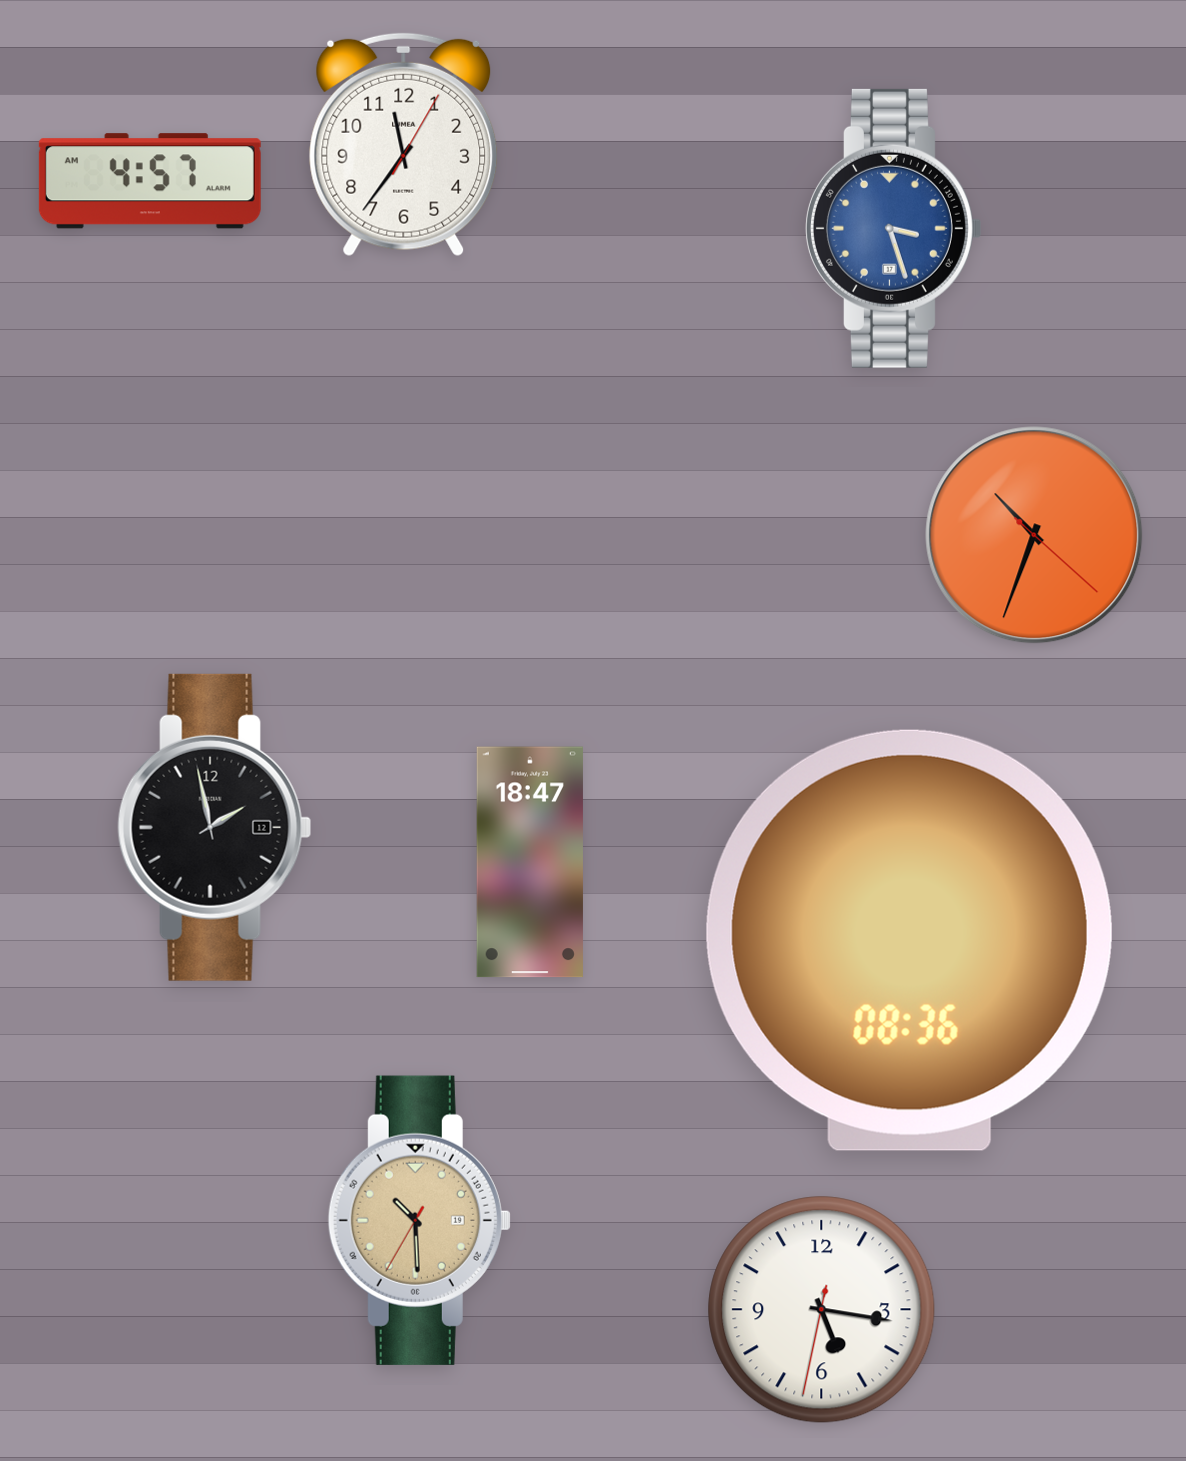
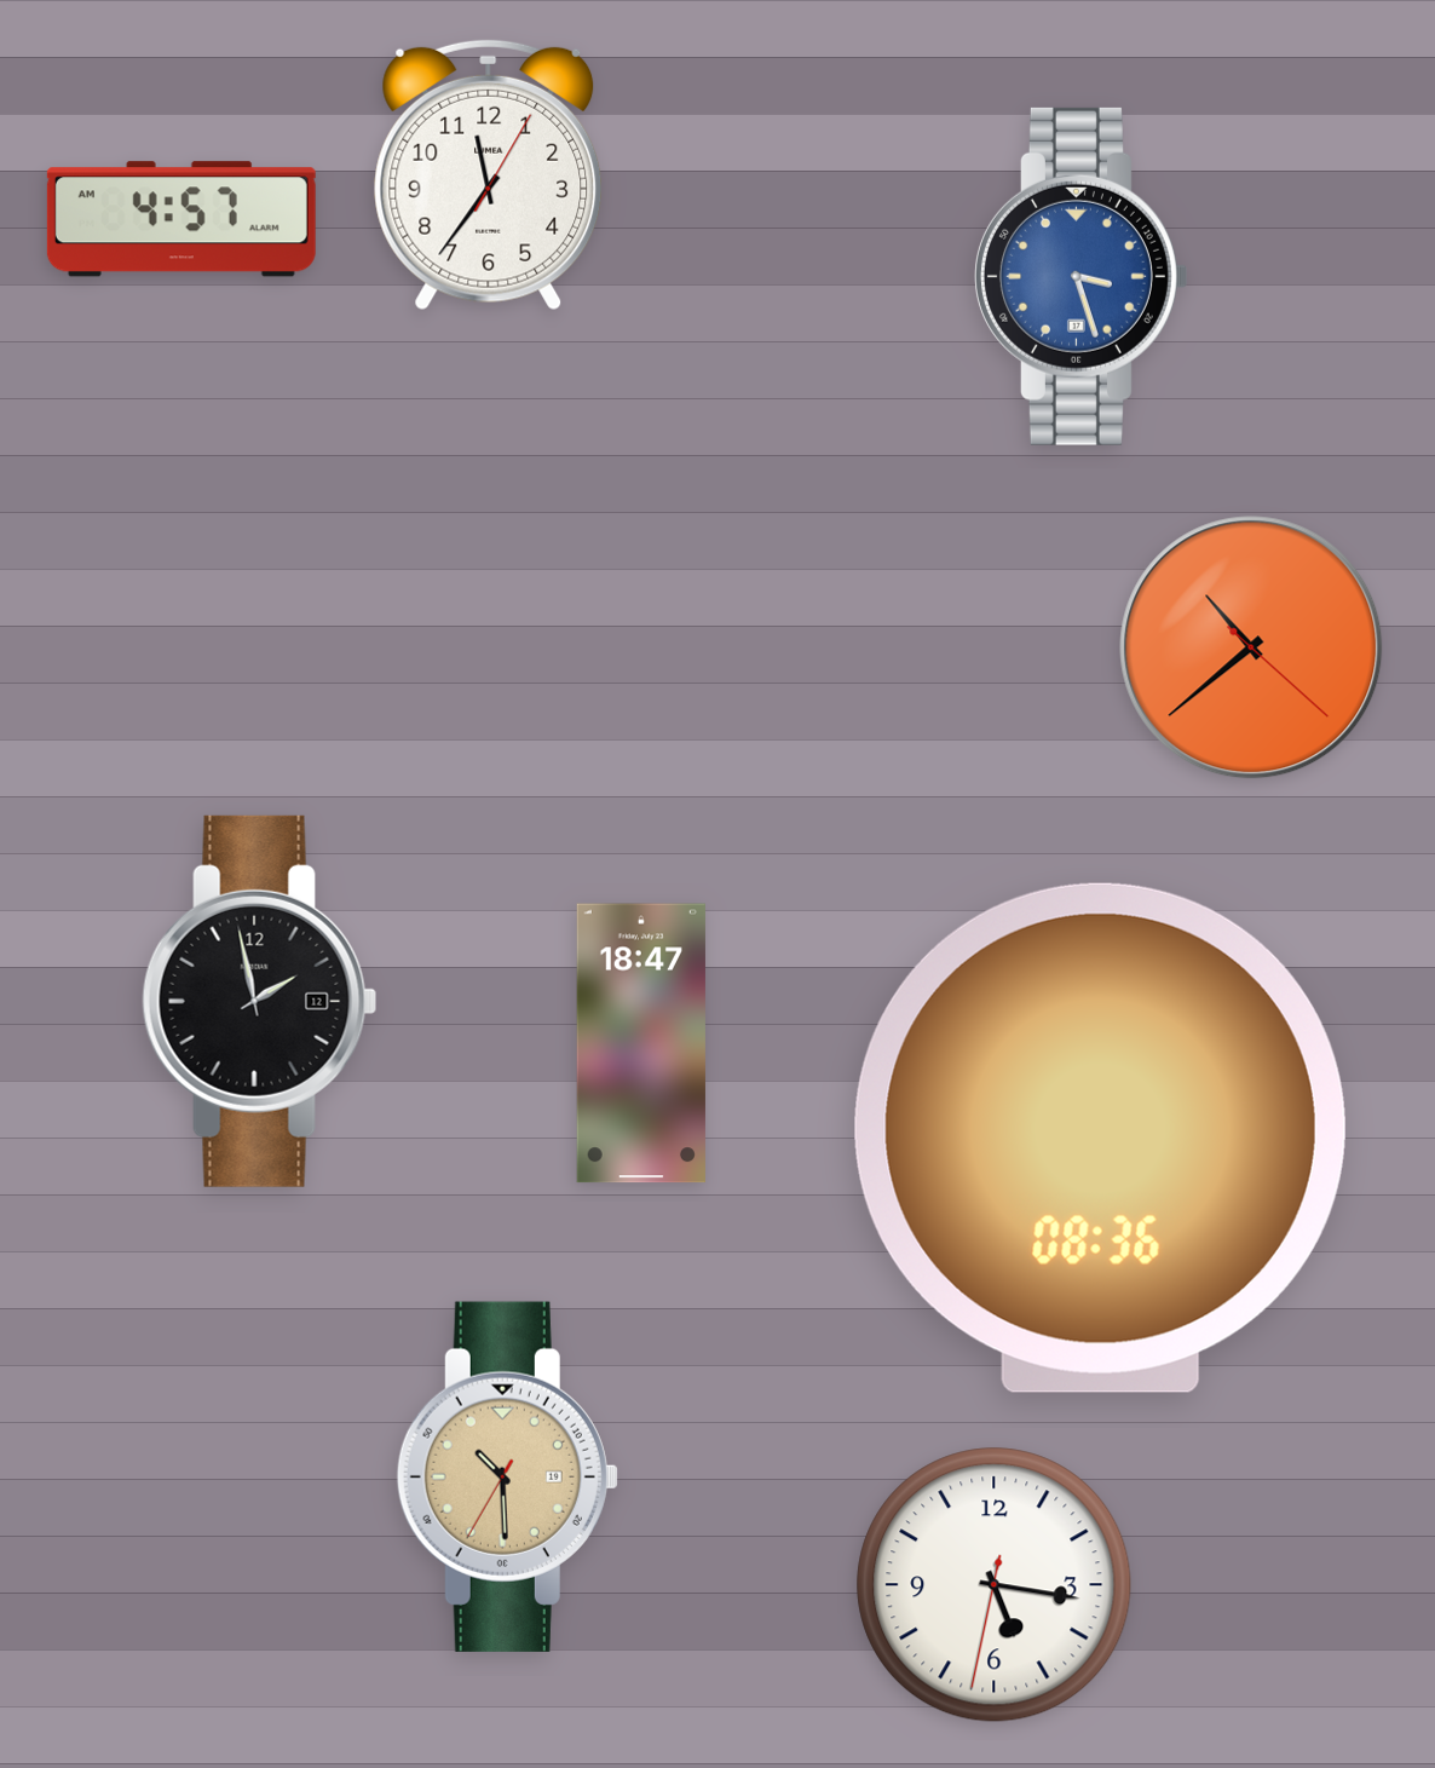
clock at (1034, 535): 10:33 -> 10:38
